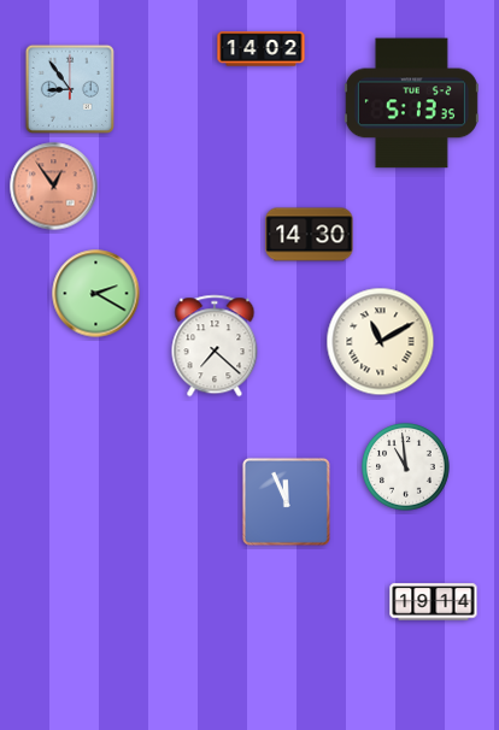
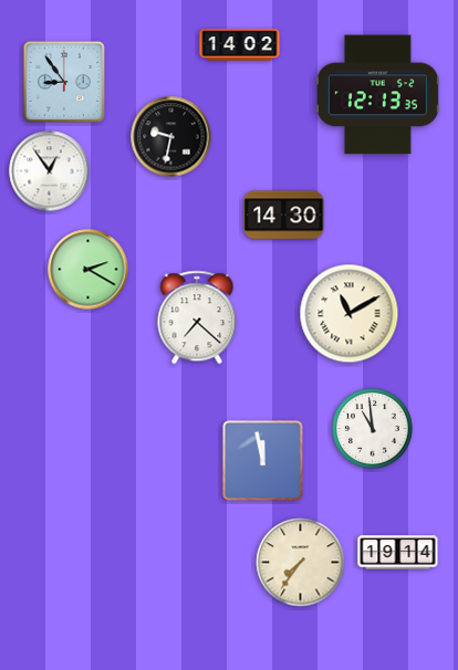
clock at (411, 104): 5:13 -> 12:13
clock at (171, 137): none -> 9:32
clock at (54, 187) dial: salmon -> white
clock at (286, 501): 11:56 -> 11:58
clock at (301, 563): none -> 7:36
